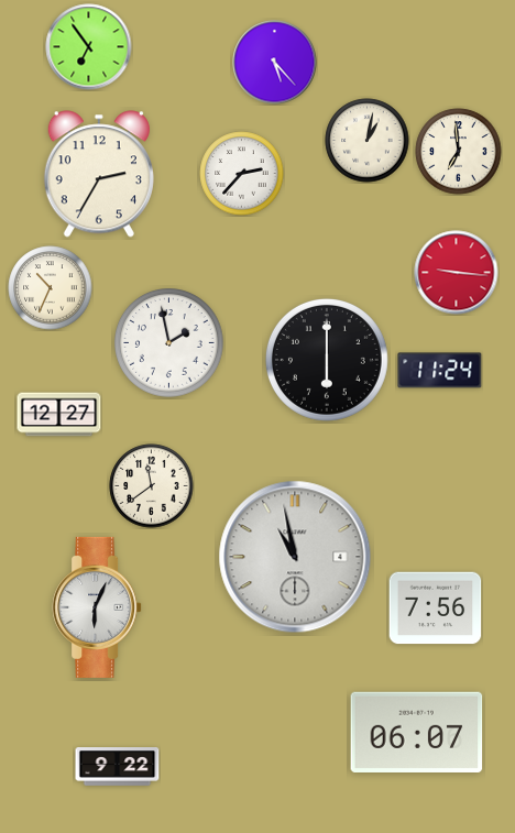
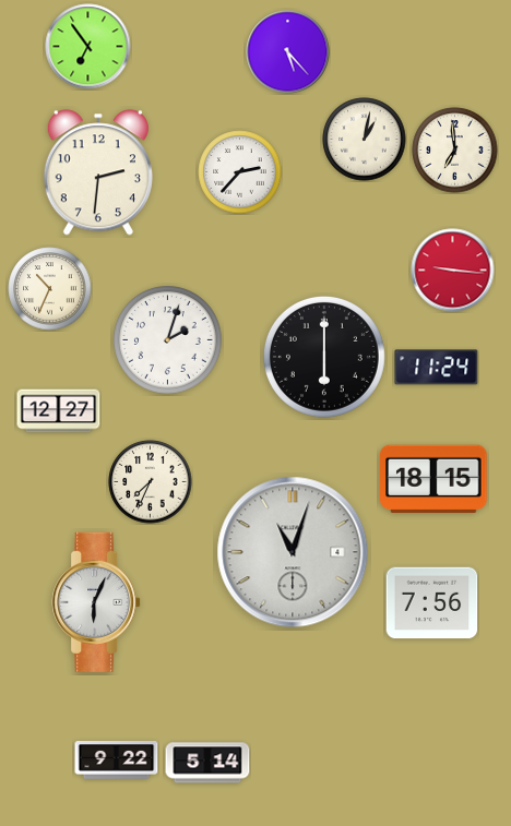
clock at (275, 63) position: (275, 63) -> (288, 52)
clock at (99, 174): 2:35 -> 2:31
clock at (51, 288) position: (51, 288) -> (50, 289)
clock at (169, 343): 1:58 -> 2:03
clock at (433, 479): none -> 18:15
clock at (152, 486): 11:39 -> 7:34
clock at (295, 557): 10:58 -> 11:03
clock at (417, 732): 06:07 -> none
clock at (207, 763): none -> 5:14
